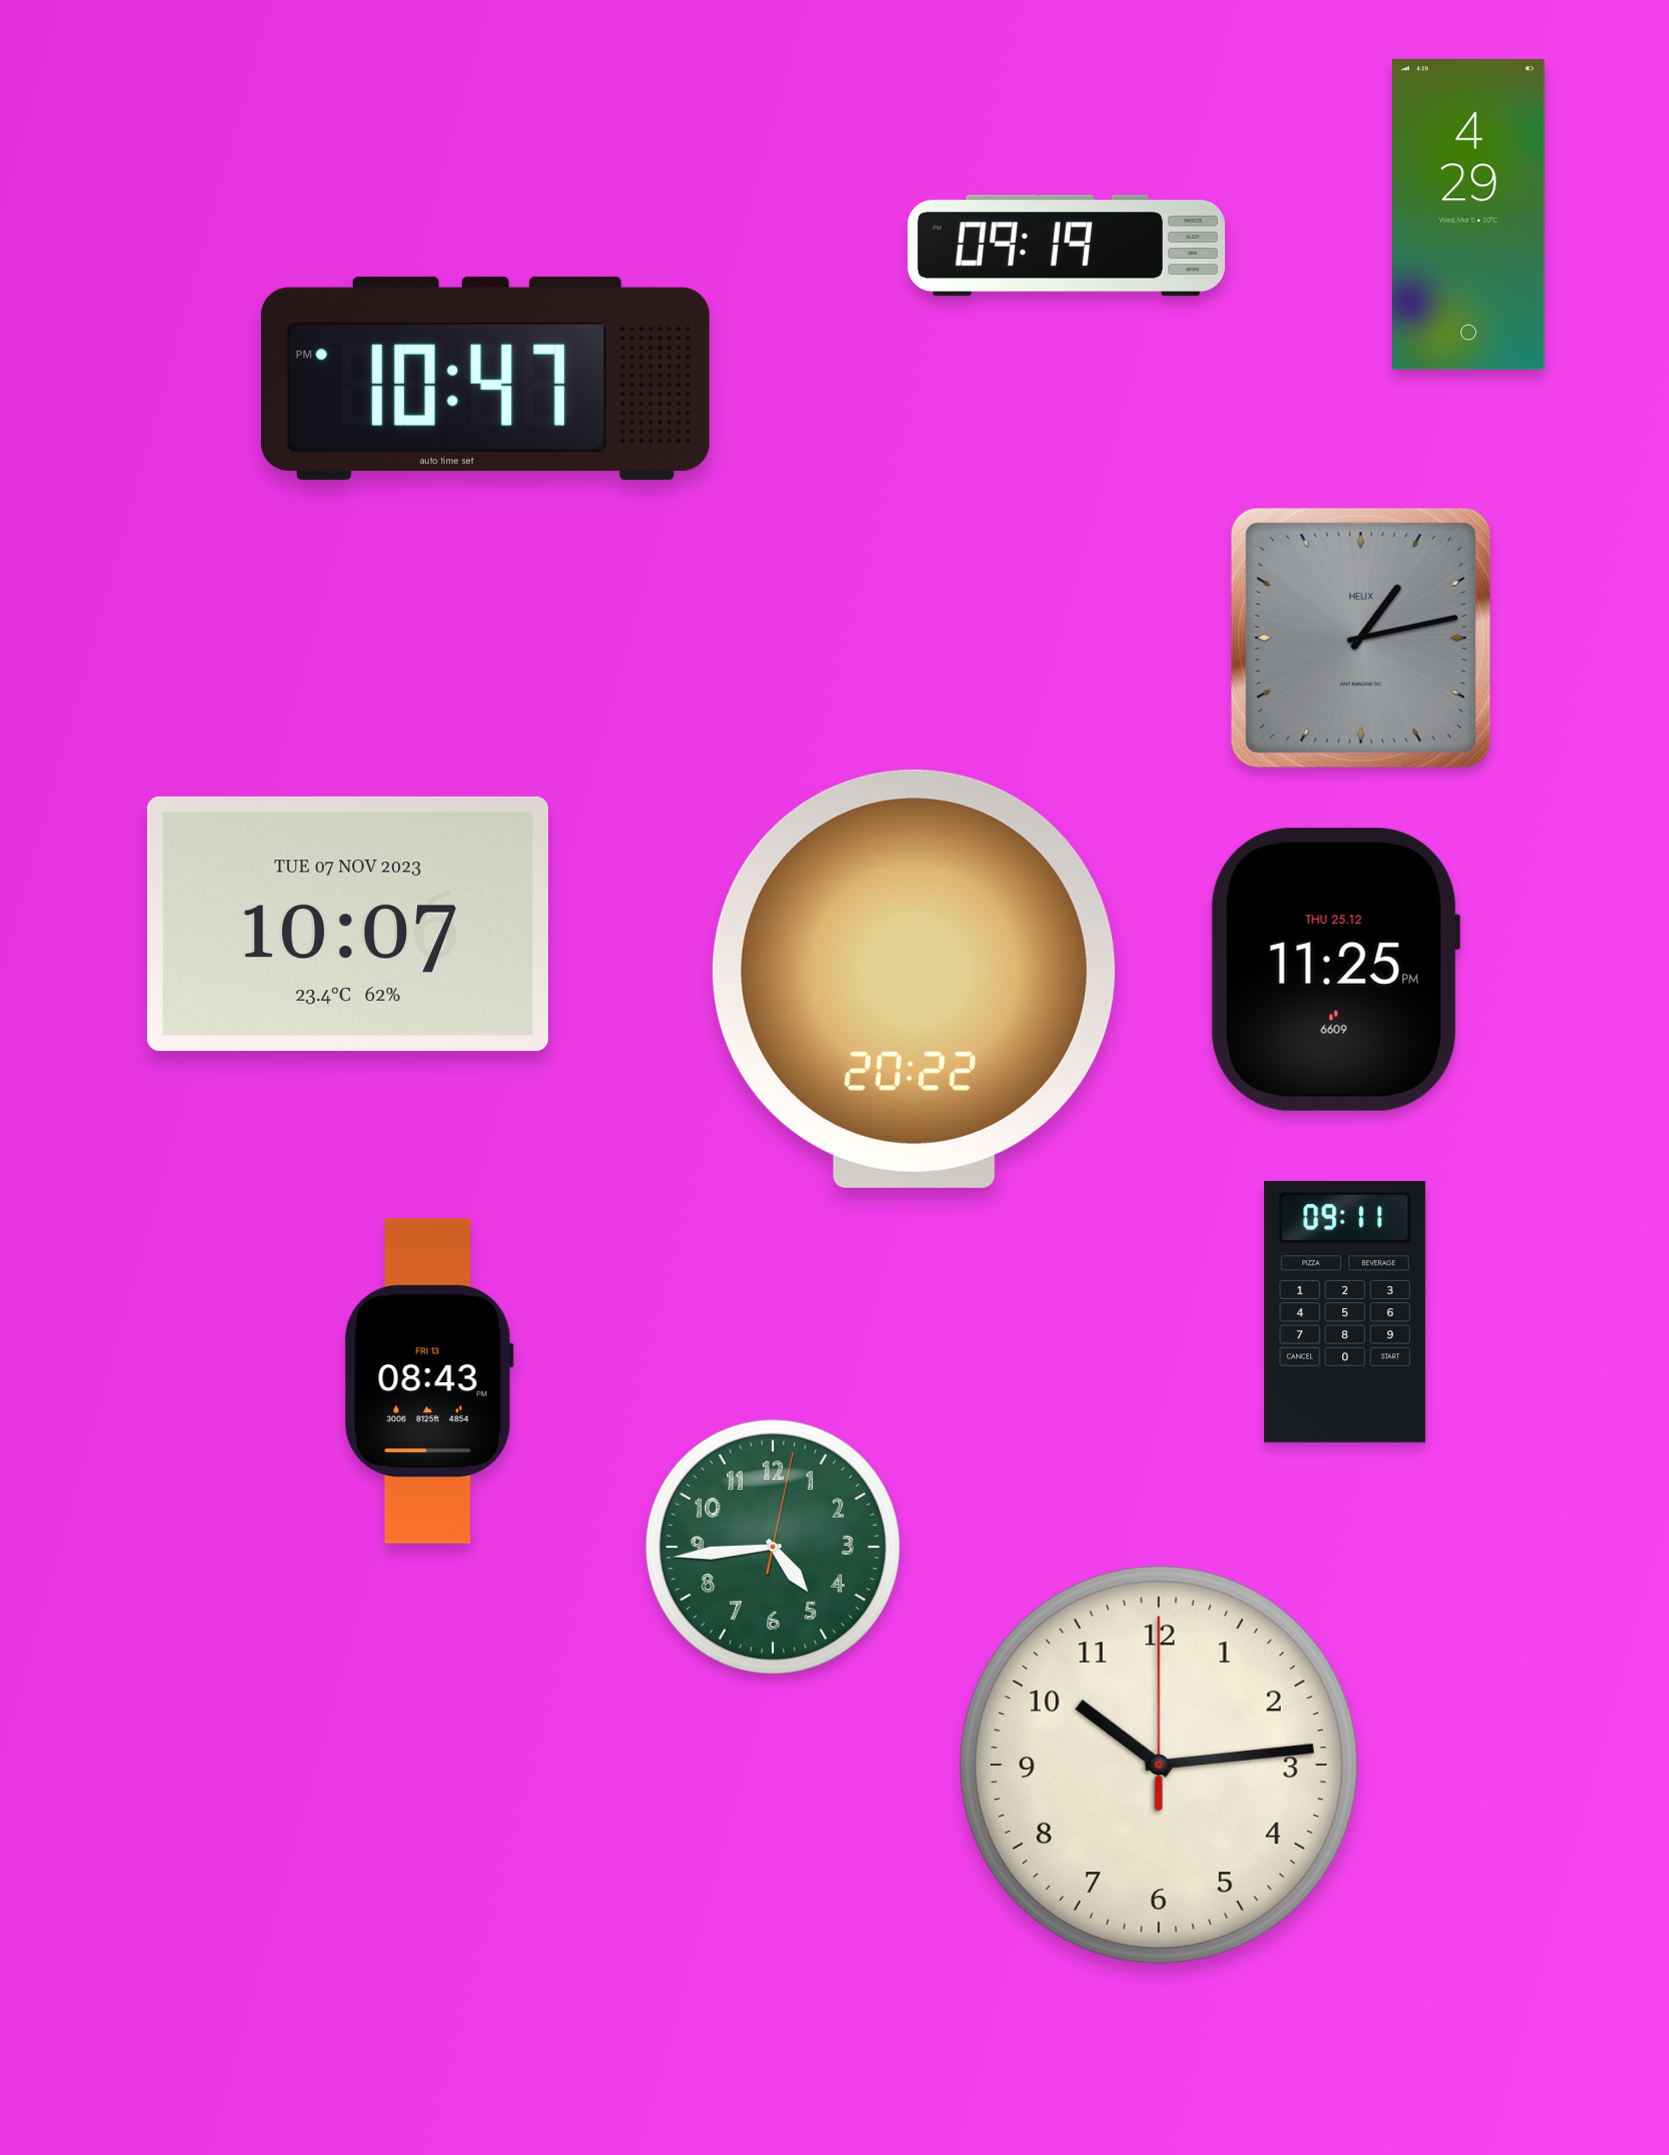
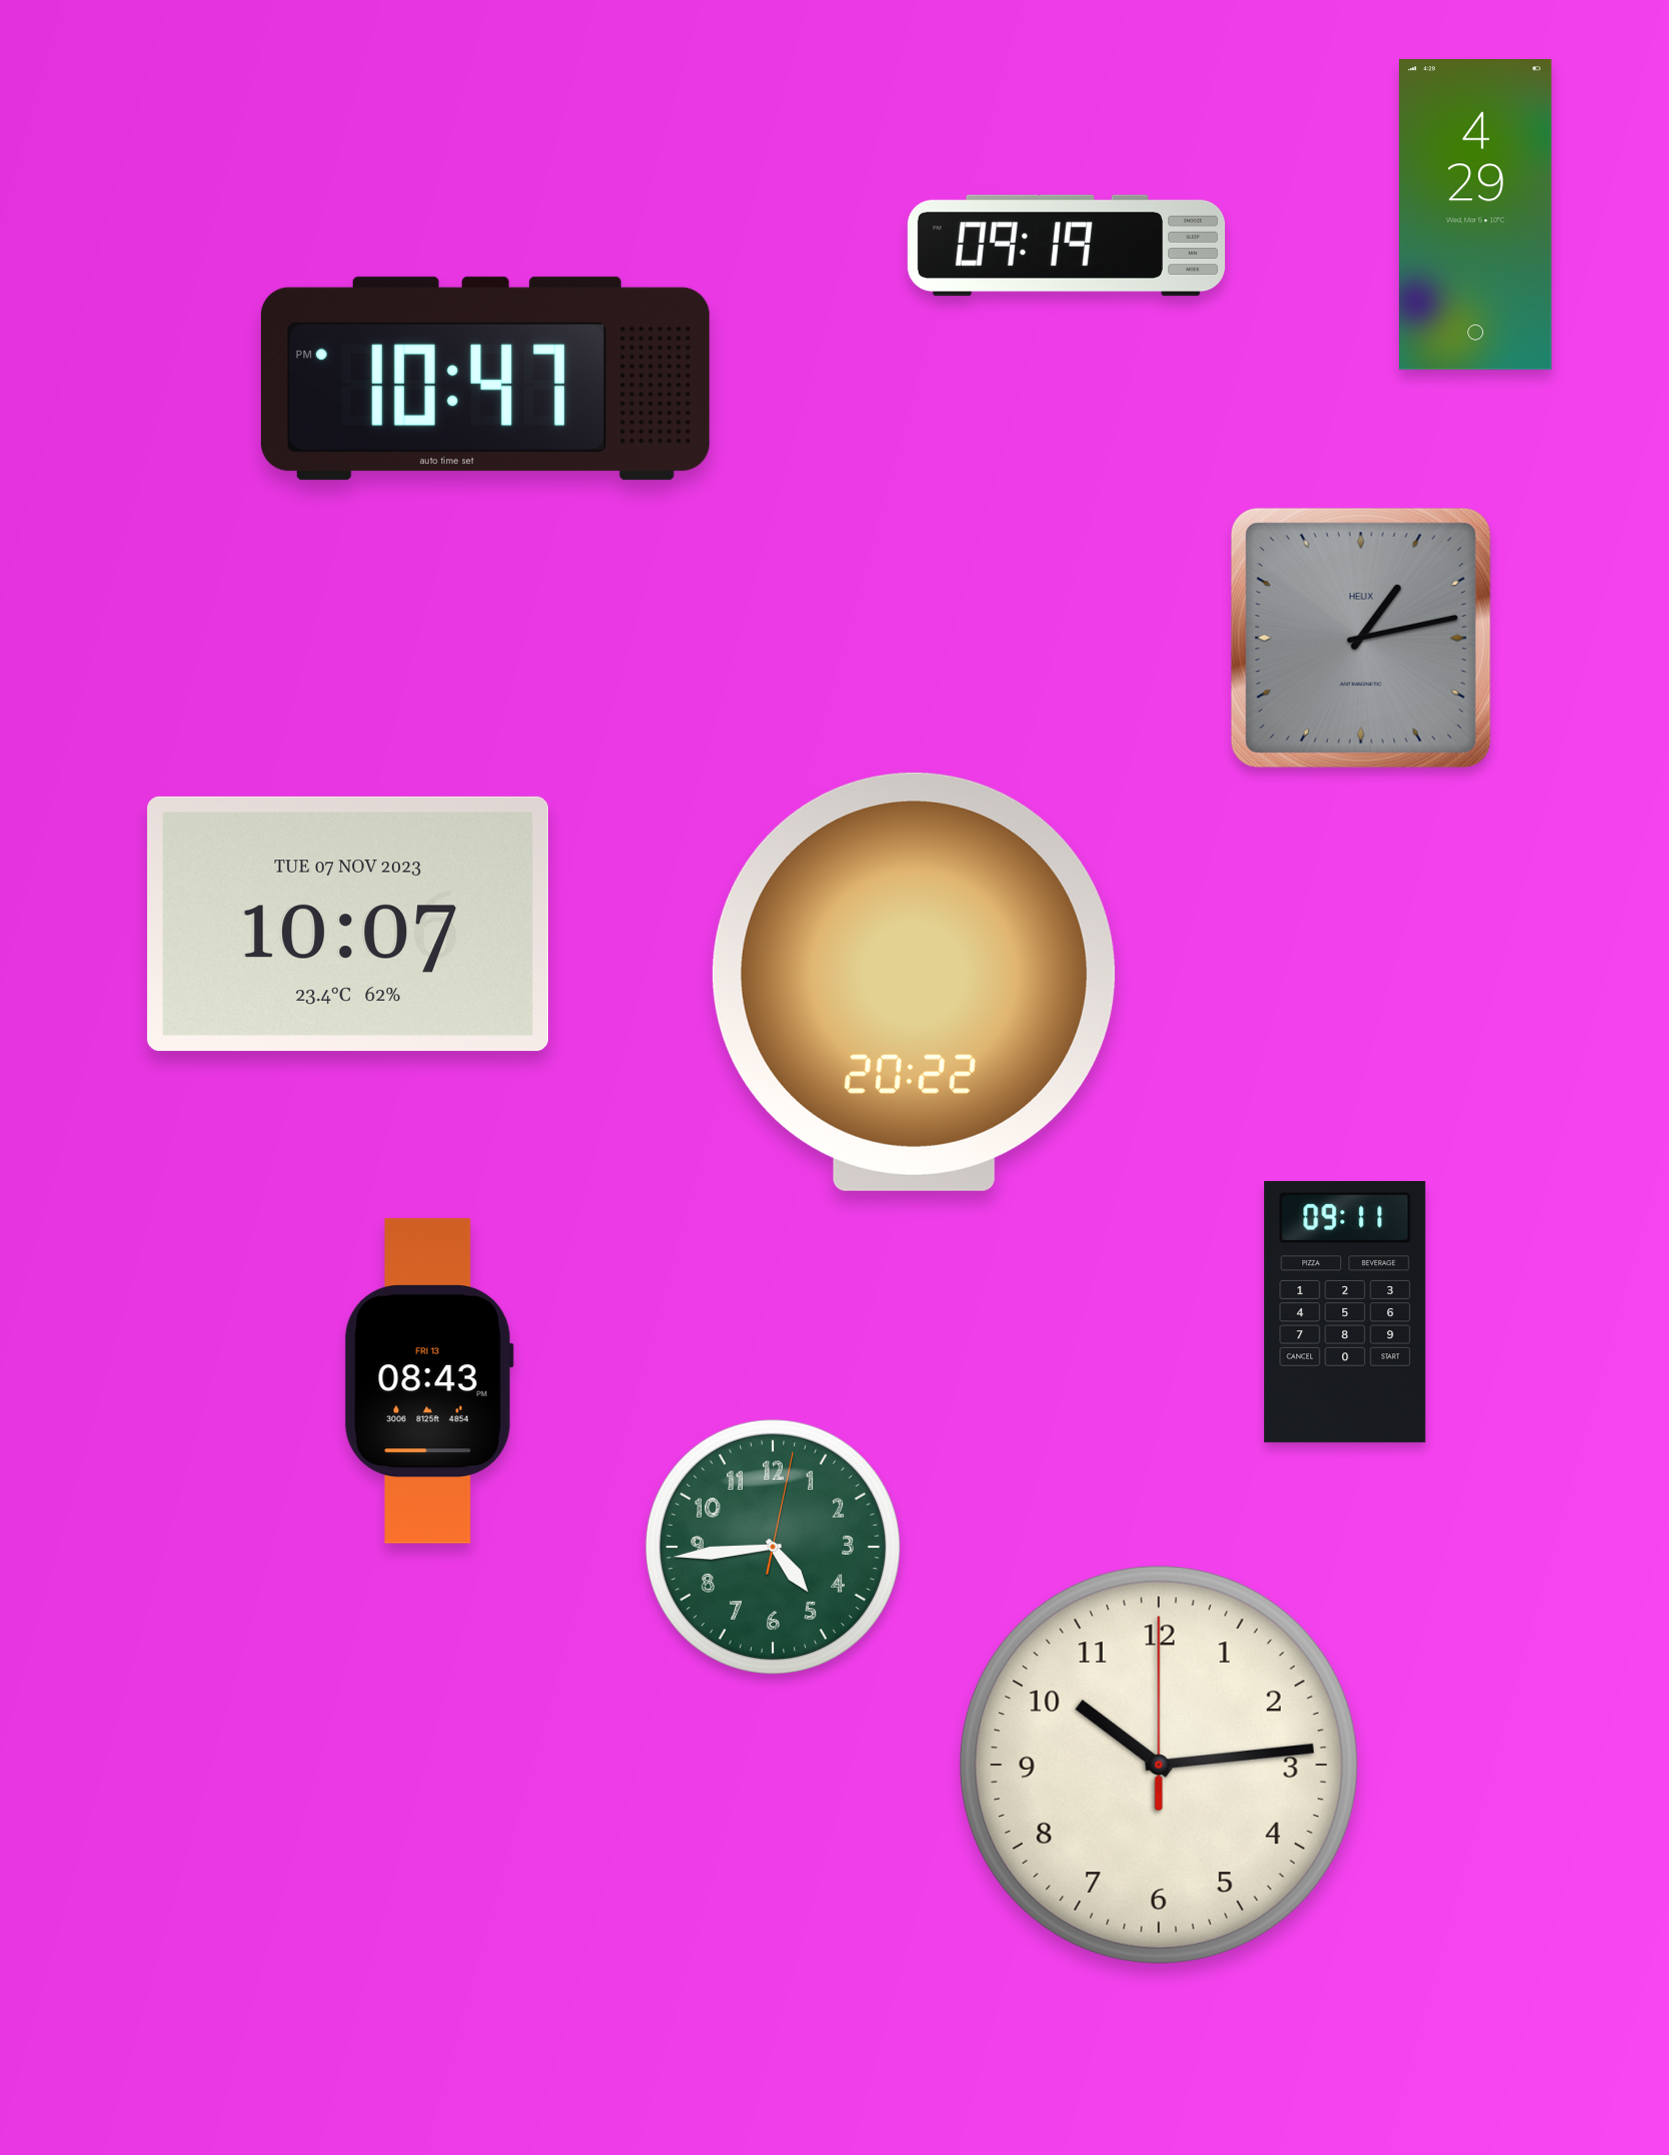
clock at (1469, 215) position: (1469, 215) -> (1476, 215)
clock at (1335, 969): 11:25 -> none
clock at (914, 979) position: (914, 979) -> (914, 982)
